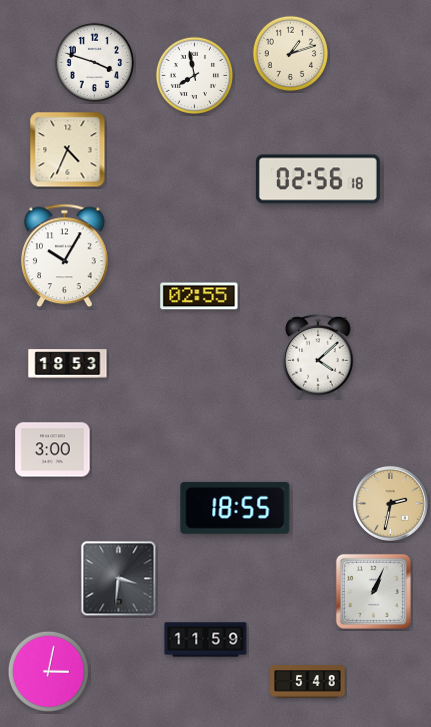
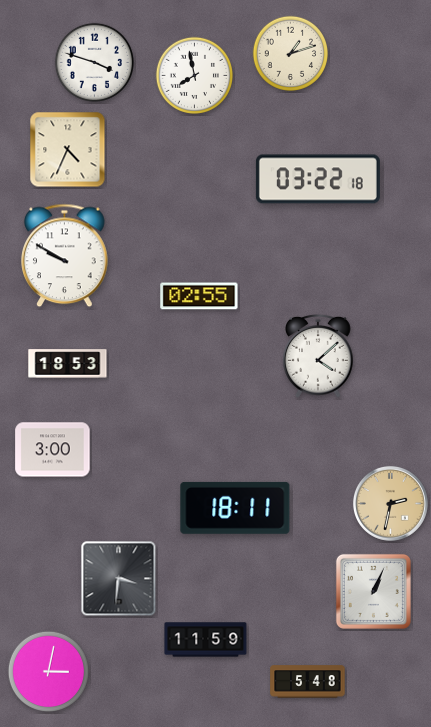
clock at (318, 179): 02:56 -> 03:22
clock at (65, 256): 10:05 -> 9:50
clock at (235, 508): 18:55 -> 18:11
